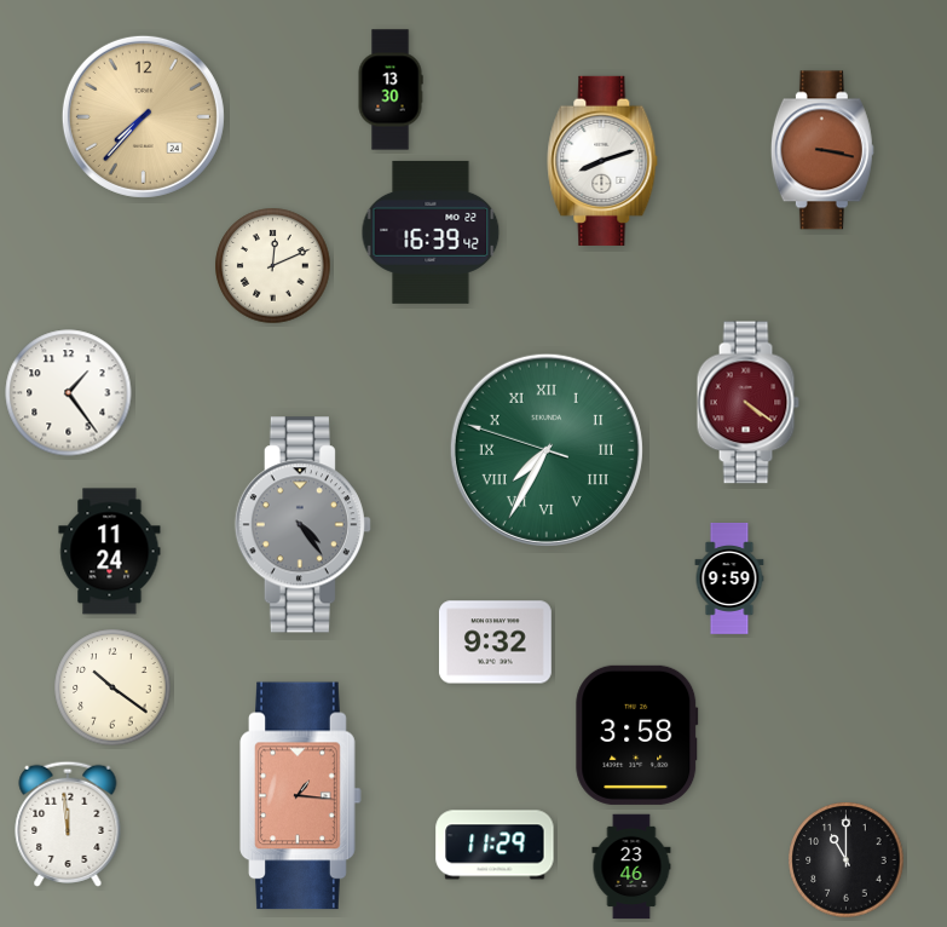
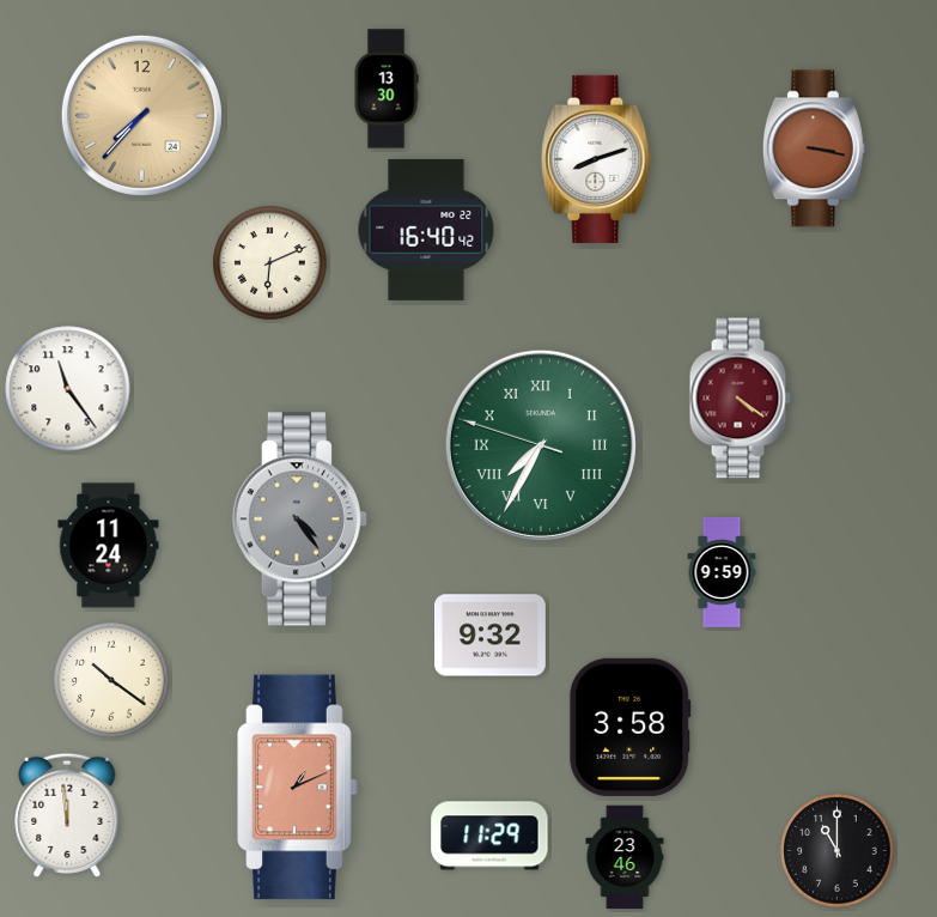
clock at (431, 232): 16:39 -> 16:40
clock at (273, 266): 12:11 -> 6:11
clock at (69, 393): 1:24 -> 11:24
clock at (301, 796): 1:16 -> 1:11
